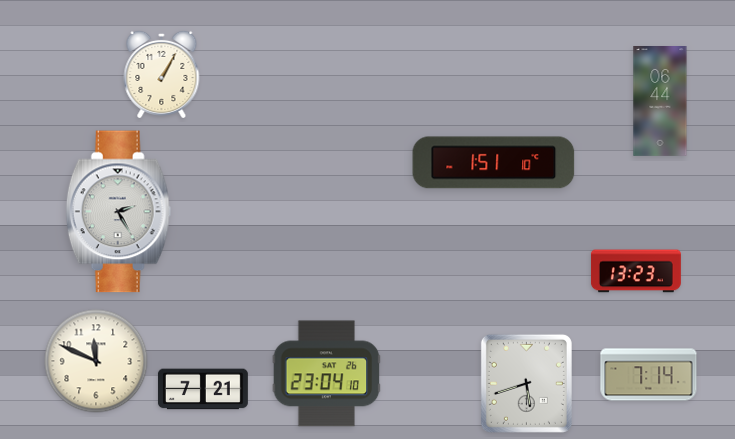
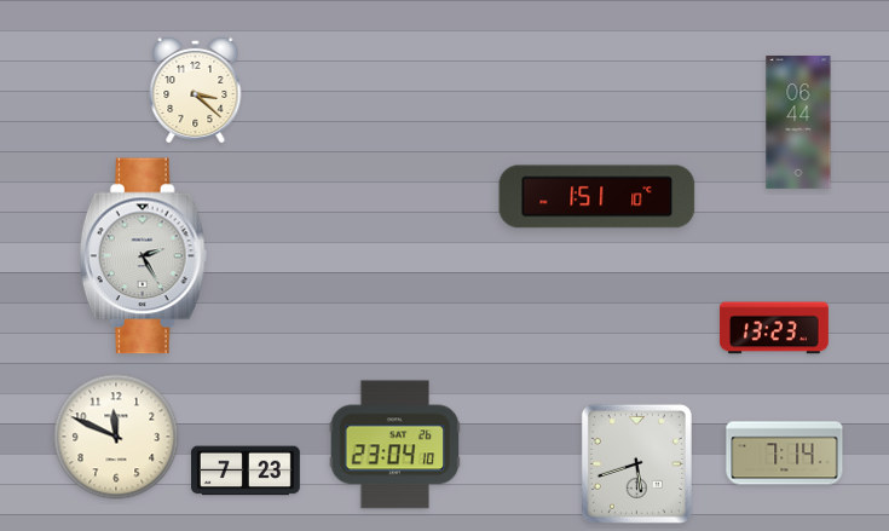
clock at (162, 74): 1:05 -> 3:22
clock at (636, 271) position: (636, 271) -> (774, 328)
clock at (327, 374) position: (327, 374) -> (396, 445)
clock at (203, 389): 7:21 -> 7:23
